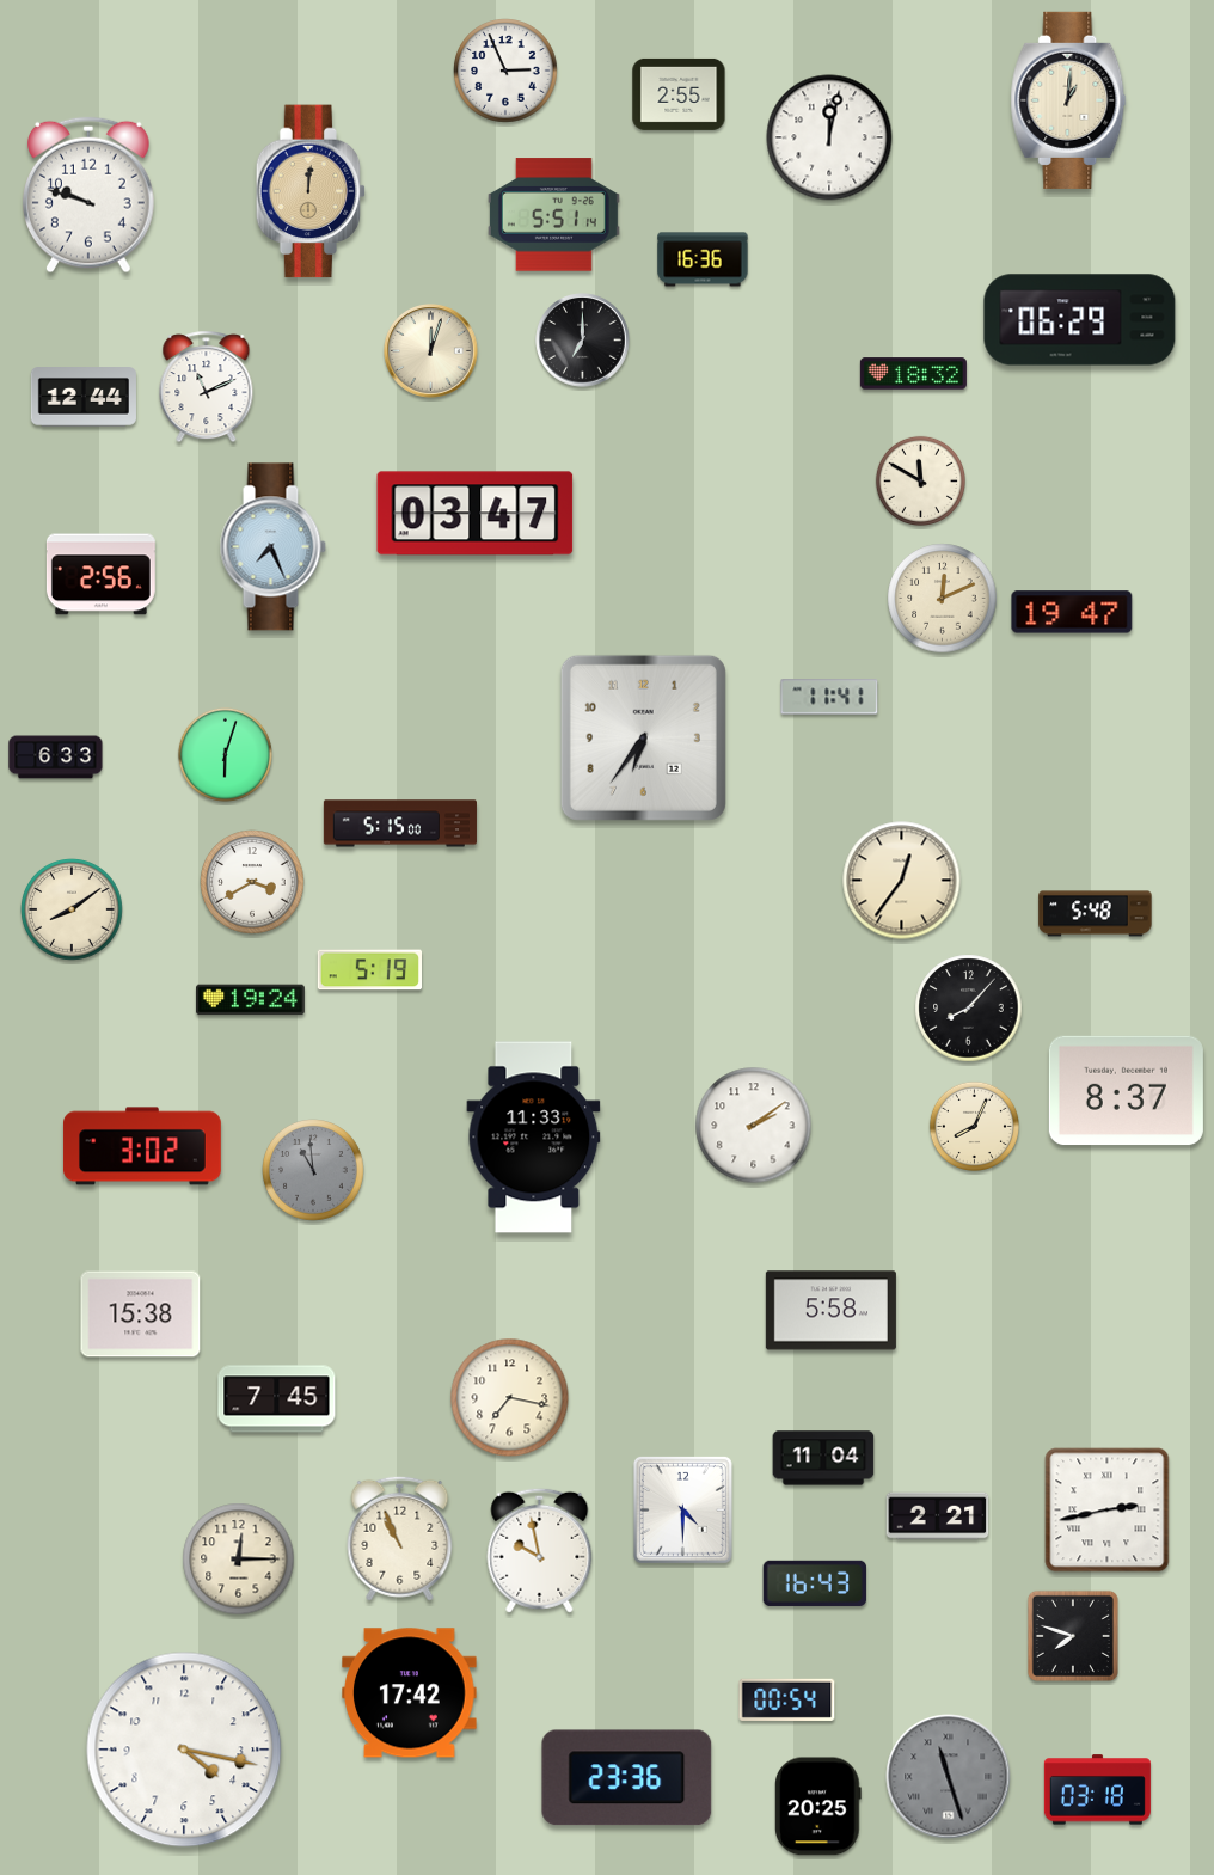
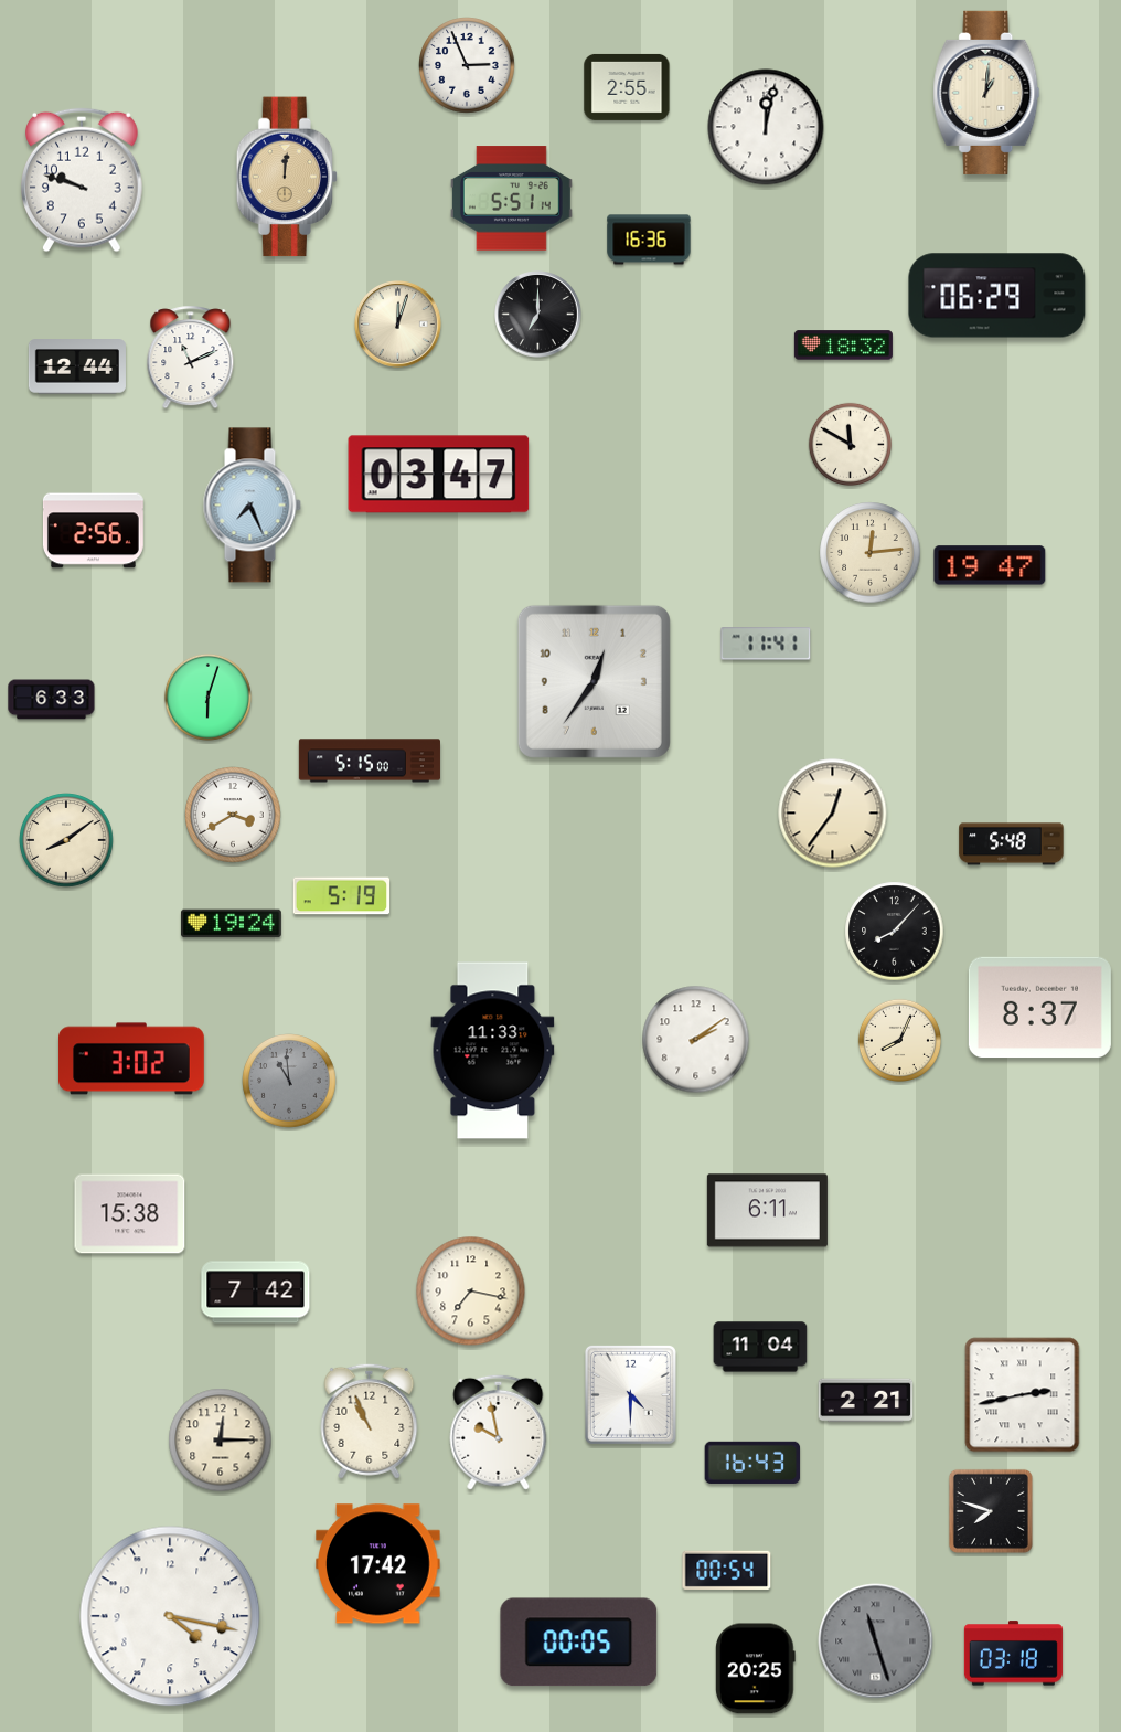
clock at (943, 599): 12:11 -> 12:14
clock at (643, 737): 6:36 -> 12:36
clock at (830, 1311): 5:58 -> 6:11
clock at (277, 1399): 7:45 -> 7:42
clock at (627, 1778): 23:36 -> 00:05
